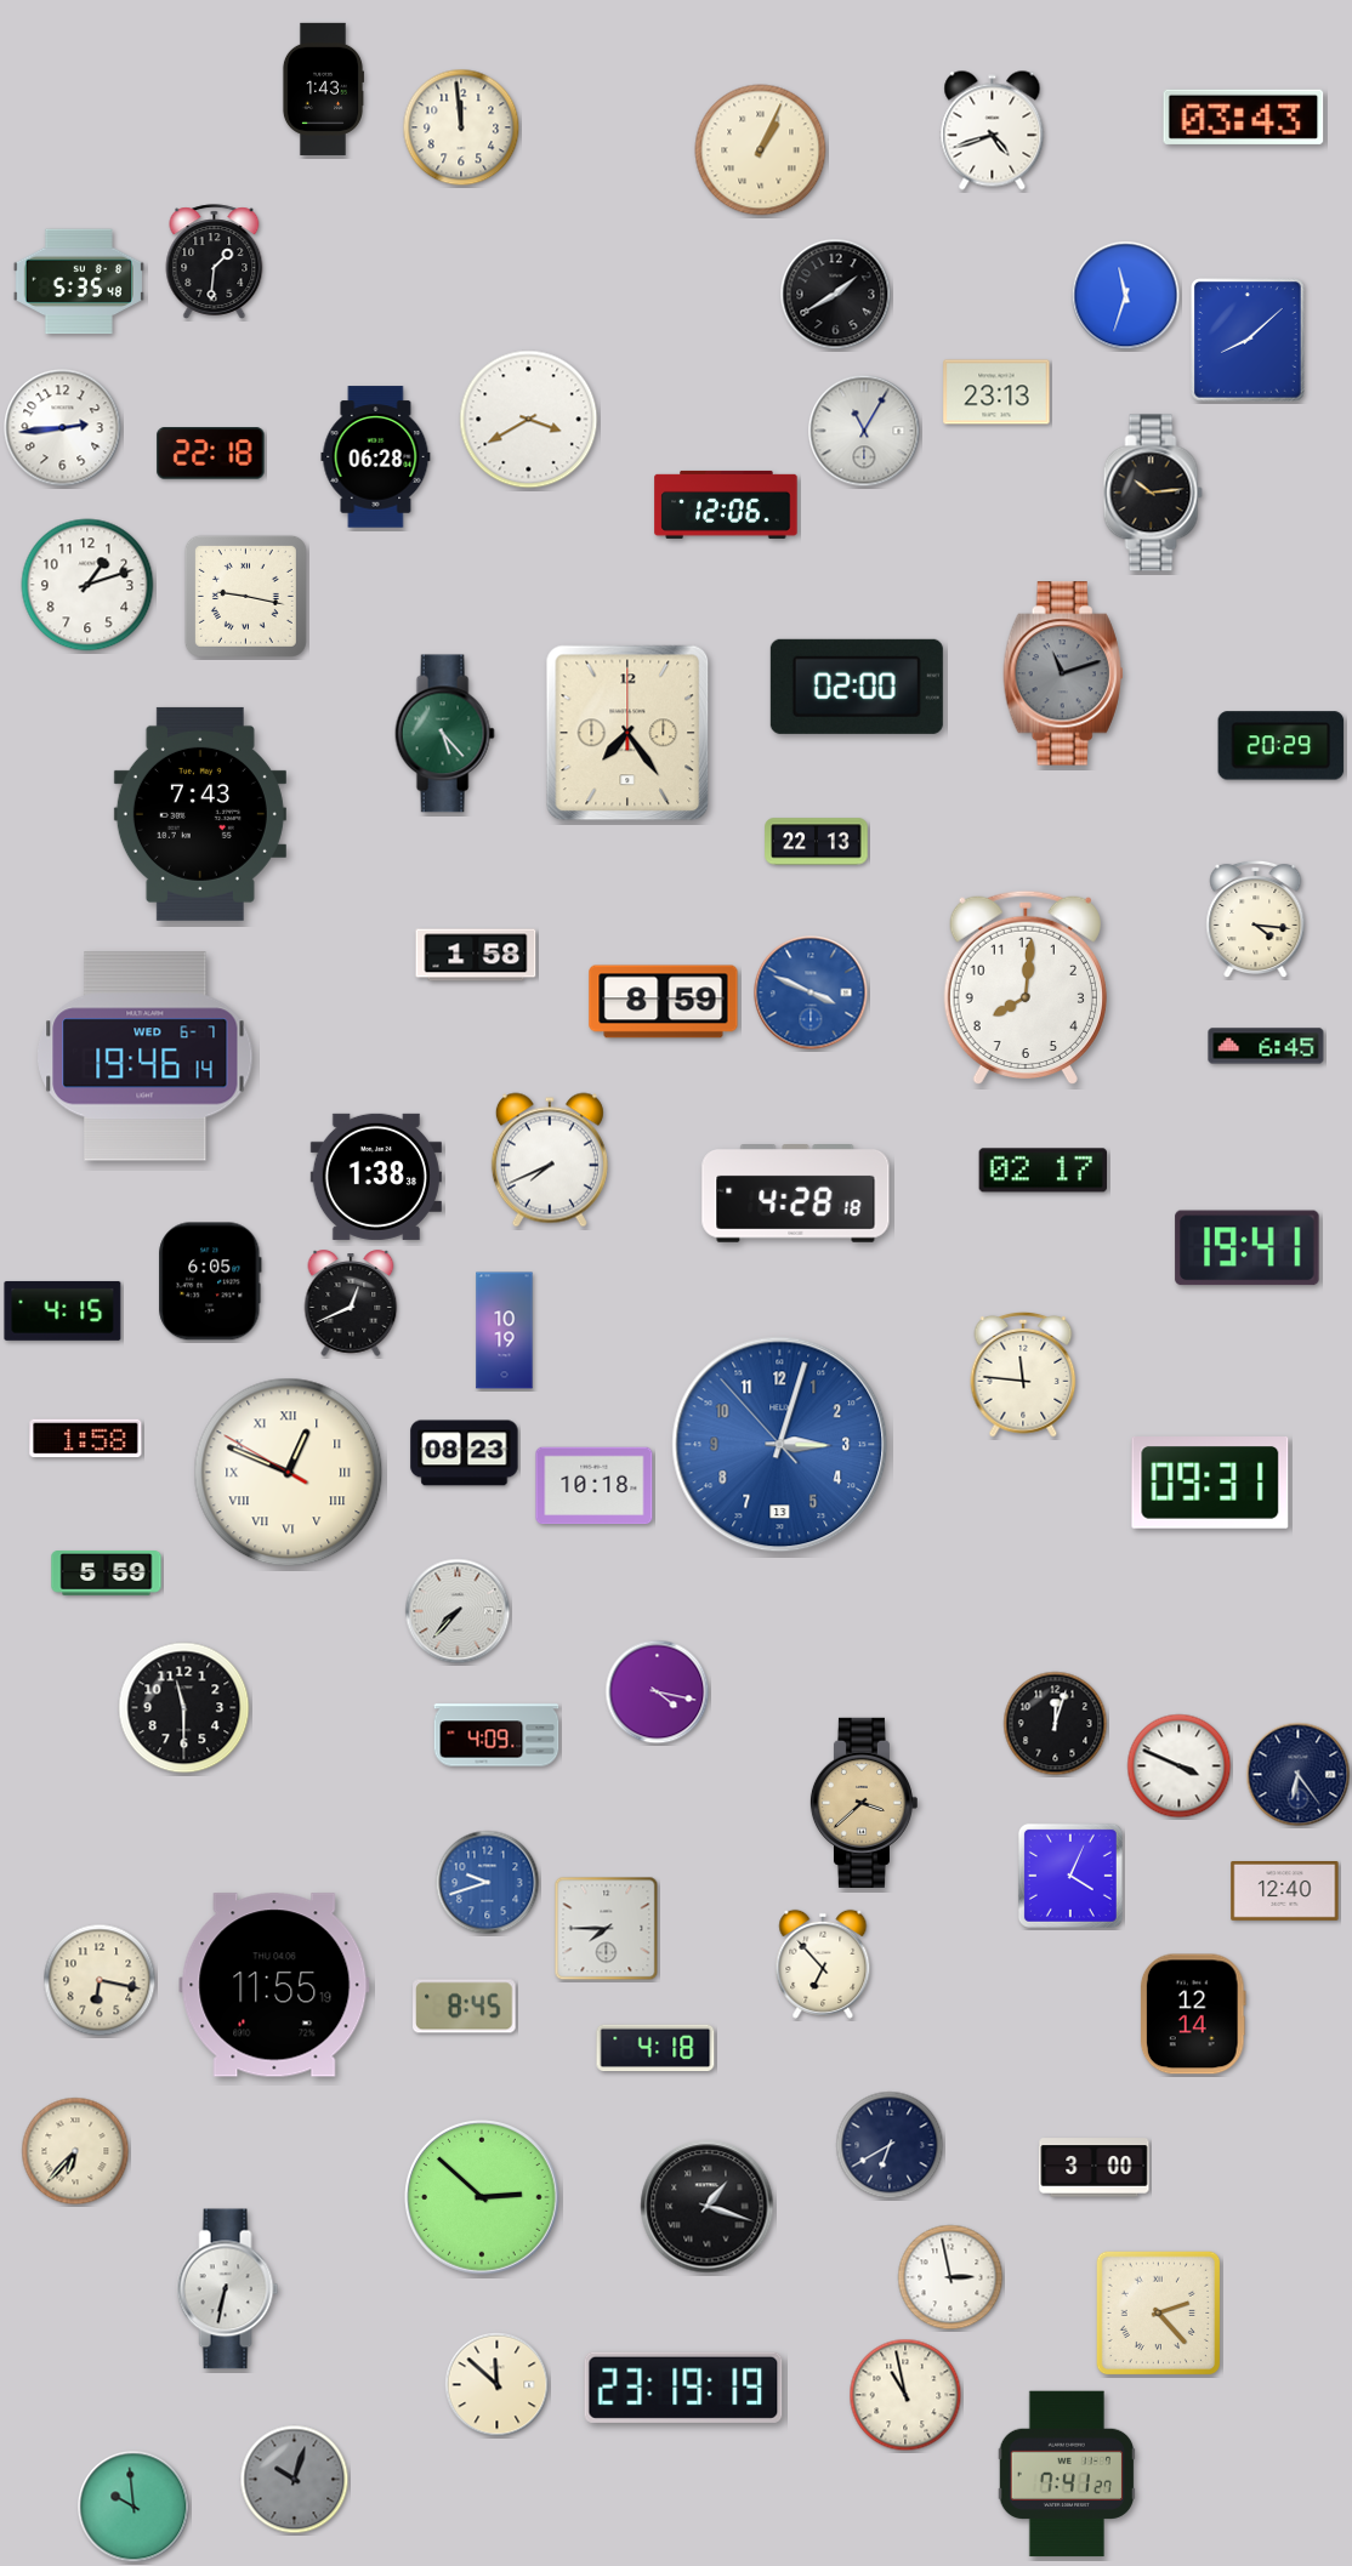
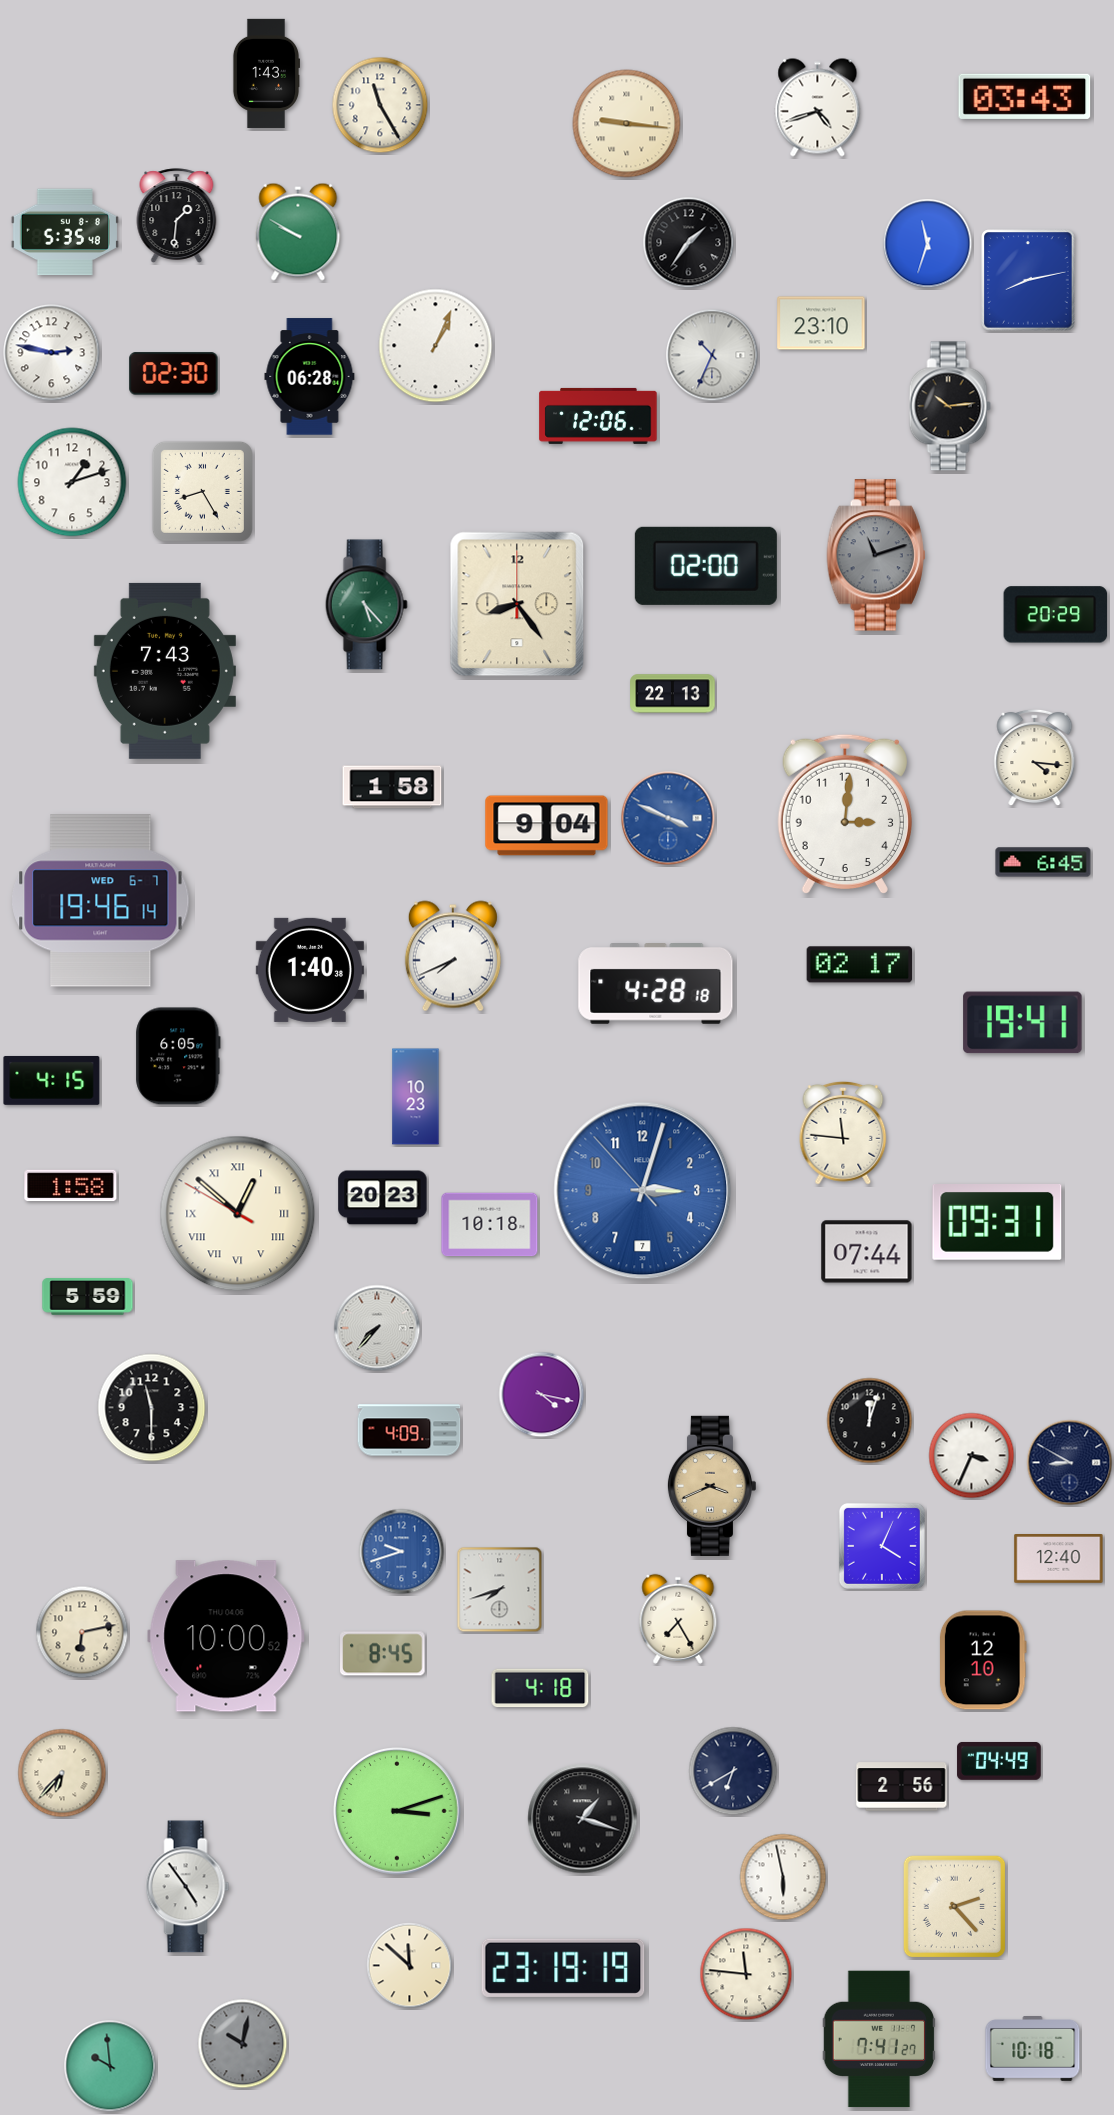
clock at (461, 127): 11:59 -> 11:25
clock at (761, 150): 1:04 -> 9:16
clock at (298, 232): none -> 9:50
clock at (836, 295): 1:40 -> 1:36
clock at (1248, 340): 8:08 -> 8:13
clock at (996, 392): 23:13 -> 23:10
clock at (529, 420): 3:40 -> 1:04
clock at (63, 428): 2:44 -> 2:47
clock at (864, 431): 11:05 -> 10:34
clock at (211, 454): 22:18 -> 02:30
clock at (245, 596): 9:17 -> 8:25
clock at (627, 733): 7:24 -> 8:24
clock at (1026, 988): 8:01 -> 3:01
clock at (664, 1002): 8:59 -> 9:04
clock at (146, 1057) position: (146, 1057) -> (101, 901)
clock at (376, 1177): 1:38 -> 1:40
clock at (1248, 1248) position: (1248, 1248) -> (1023, 1023)
clock at (210, 1281) position: (210, 1281) -> (178, 1056)
clock at (351, 1303): 12:41 -> none
clock at (505, 1331): 10:19 -> 10:23
clock at (780, 1445) date: 13 -> 7
clock at (465, 1453): 08:23 -> 20:23
clock at (289, 1473): 12:48 -> 12:51
clock at (867, 1252): none -> 07:44
clock at (1180, 1766): 3:49 -> 3:34
clock at (1299, 1775): 6:24 -> 8:50
clock at (863, 1803): 3:38 -> 3:41
clock at (607, 1929): 7:45 -> 7:42
clock at (823, 1964): 6:53 -> 7:25
clock at (100, 1980): 6:17 -> 6:13
clock at (274, 1985): 11:55 -> 10:00
clock at (1193, 2014): 12:14 -> 12:10
clock at (999, 1761): none -> 04:49
clock at (890, 2145) position: (890, 2145) -> (733, 1771)
clock at (1095, 2168): 3:00 -> 2:56
clock at (483, 2198): 2:52 -> 3:12
clock at (950, 2277): 2:58 -> 5:58
clock at (228, 2289): 6:32 -> 4:54
clock at (905, 2395): 10:58 -> 11:46
clock at (295, 2480): 10:03 -> 10:02
clock at (1033, 2049): none -> 10:18
